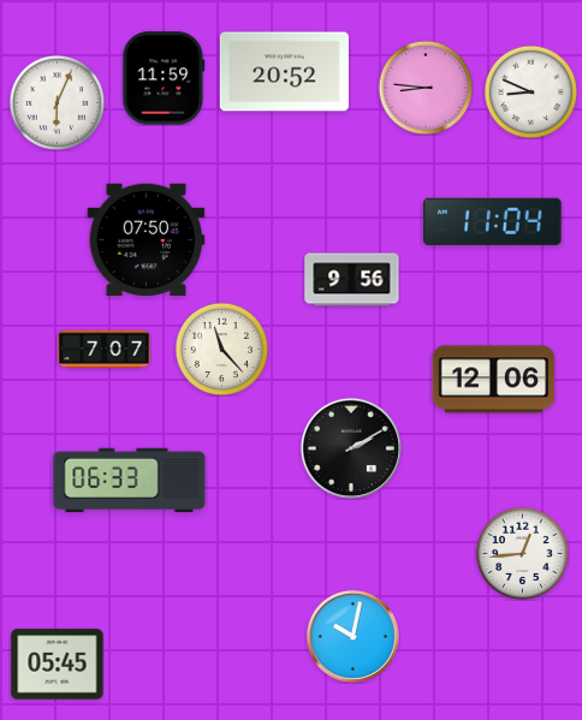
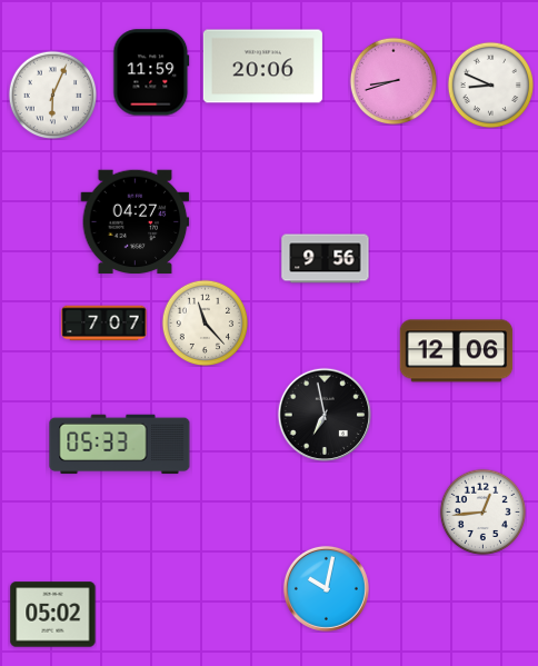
clock at (284, 72): 20:52 -> 20:06
clock at (426, 88): 8:46 -> 8:42
clock at (493, 221): 11:04 -> none
clock at (147, 240): 07:50 -> 04:27
clock at (105, 350) position: (105, 350) -> (104, 324)
clock at (350, 447): 2:10 -> 6:58
clock at (130, 481): 06:33 -> 05:33
clock at (58, 665): 05:45 -> 05:02
